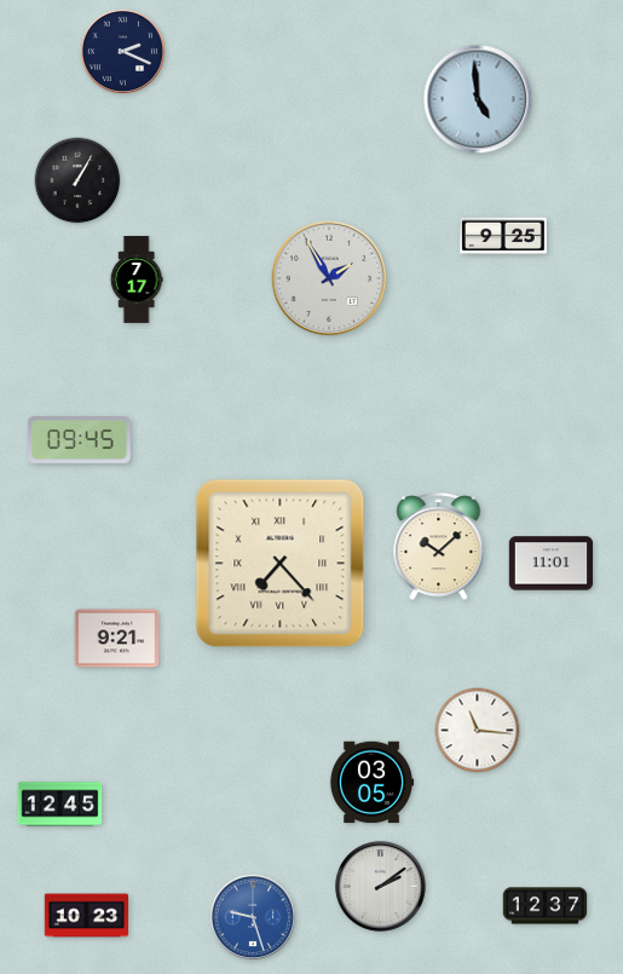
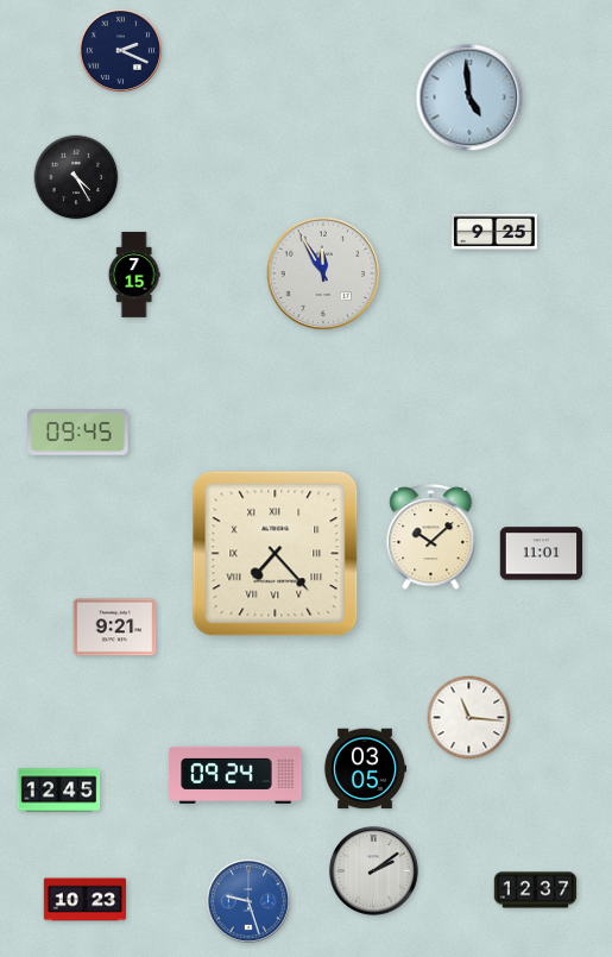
clock at (77, 180): 1:05 -> 4:25
clock at (329, 278): 1:55 -> 11:55
clock at (137, 279): 7:17 -> 7:15
clock at (235, 775): none -> 09:24
